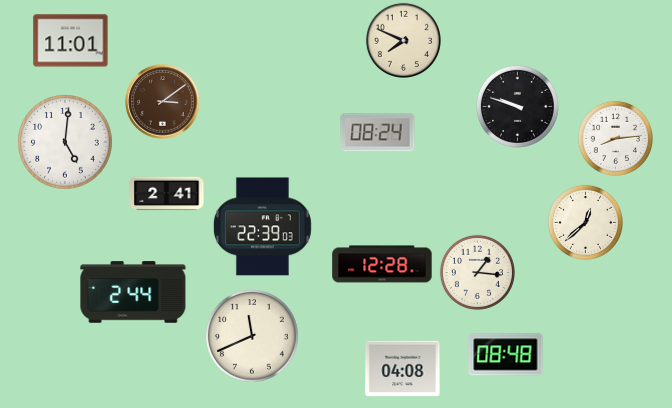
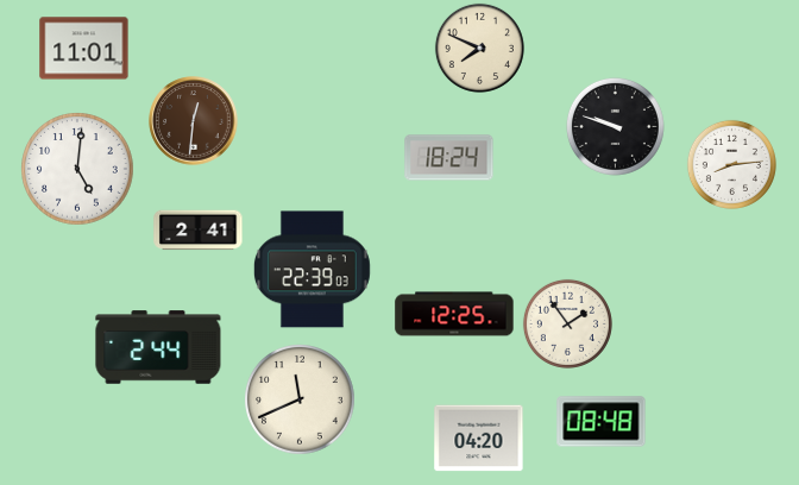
clock at (163, 102): 3:09 -> 12:31
clock at (378, 133): 08:24 -> 18:24
clock at (585, 222): 12:38 -> none
clock at (382, 264): 12:28 -> 12:25
clock at (477, 272): 1:16 -> 1:54
clock at (403, 369): 04:08 -> 04:20
